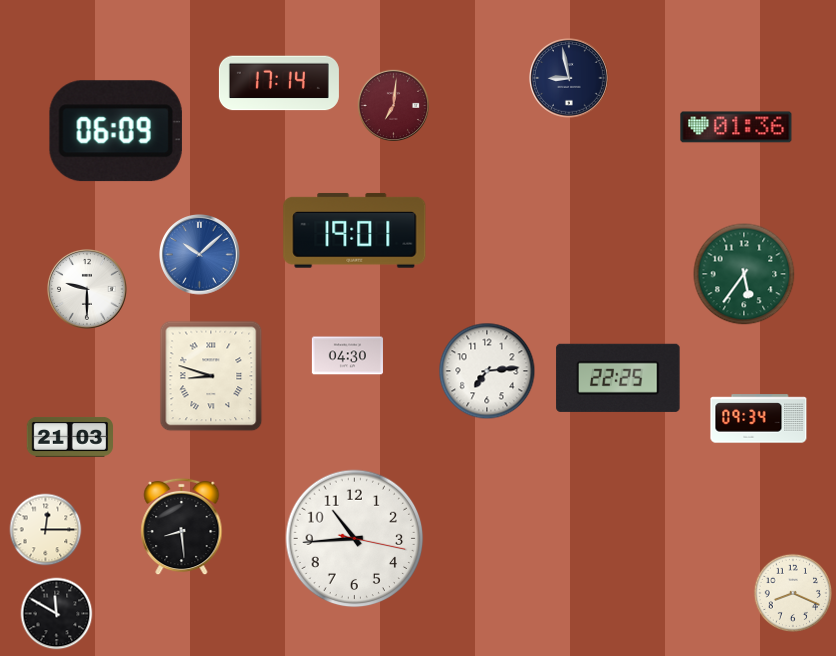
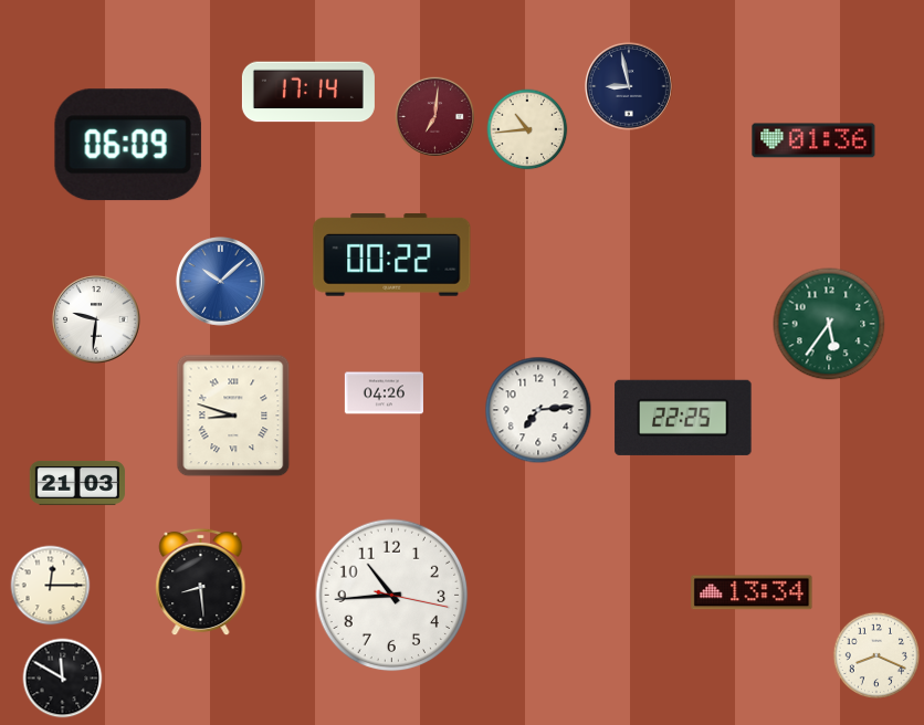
clock at (527, 129): none -> 10:44
clock at (355, 230): 19:01 -> 00:22
clock at (744, 274) position: (744, 274) -> (829, 324)
clock at (88, 290): 9:30 -> 9:31
clock at (347, 356): 04:30 -> 04:26
clock at (759, 419): 09:34 -> none
clock at (752, 592): none -> 13:34
